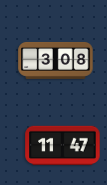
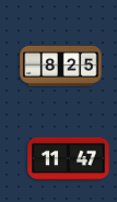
clock at (56, 60): 3:08 -> 8:25
